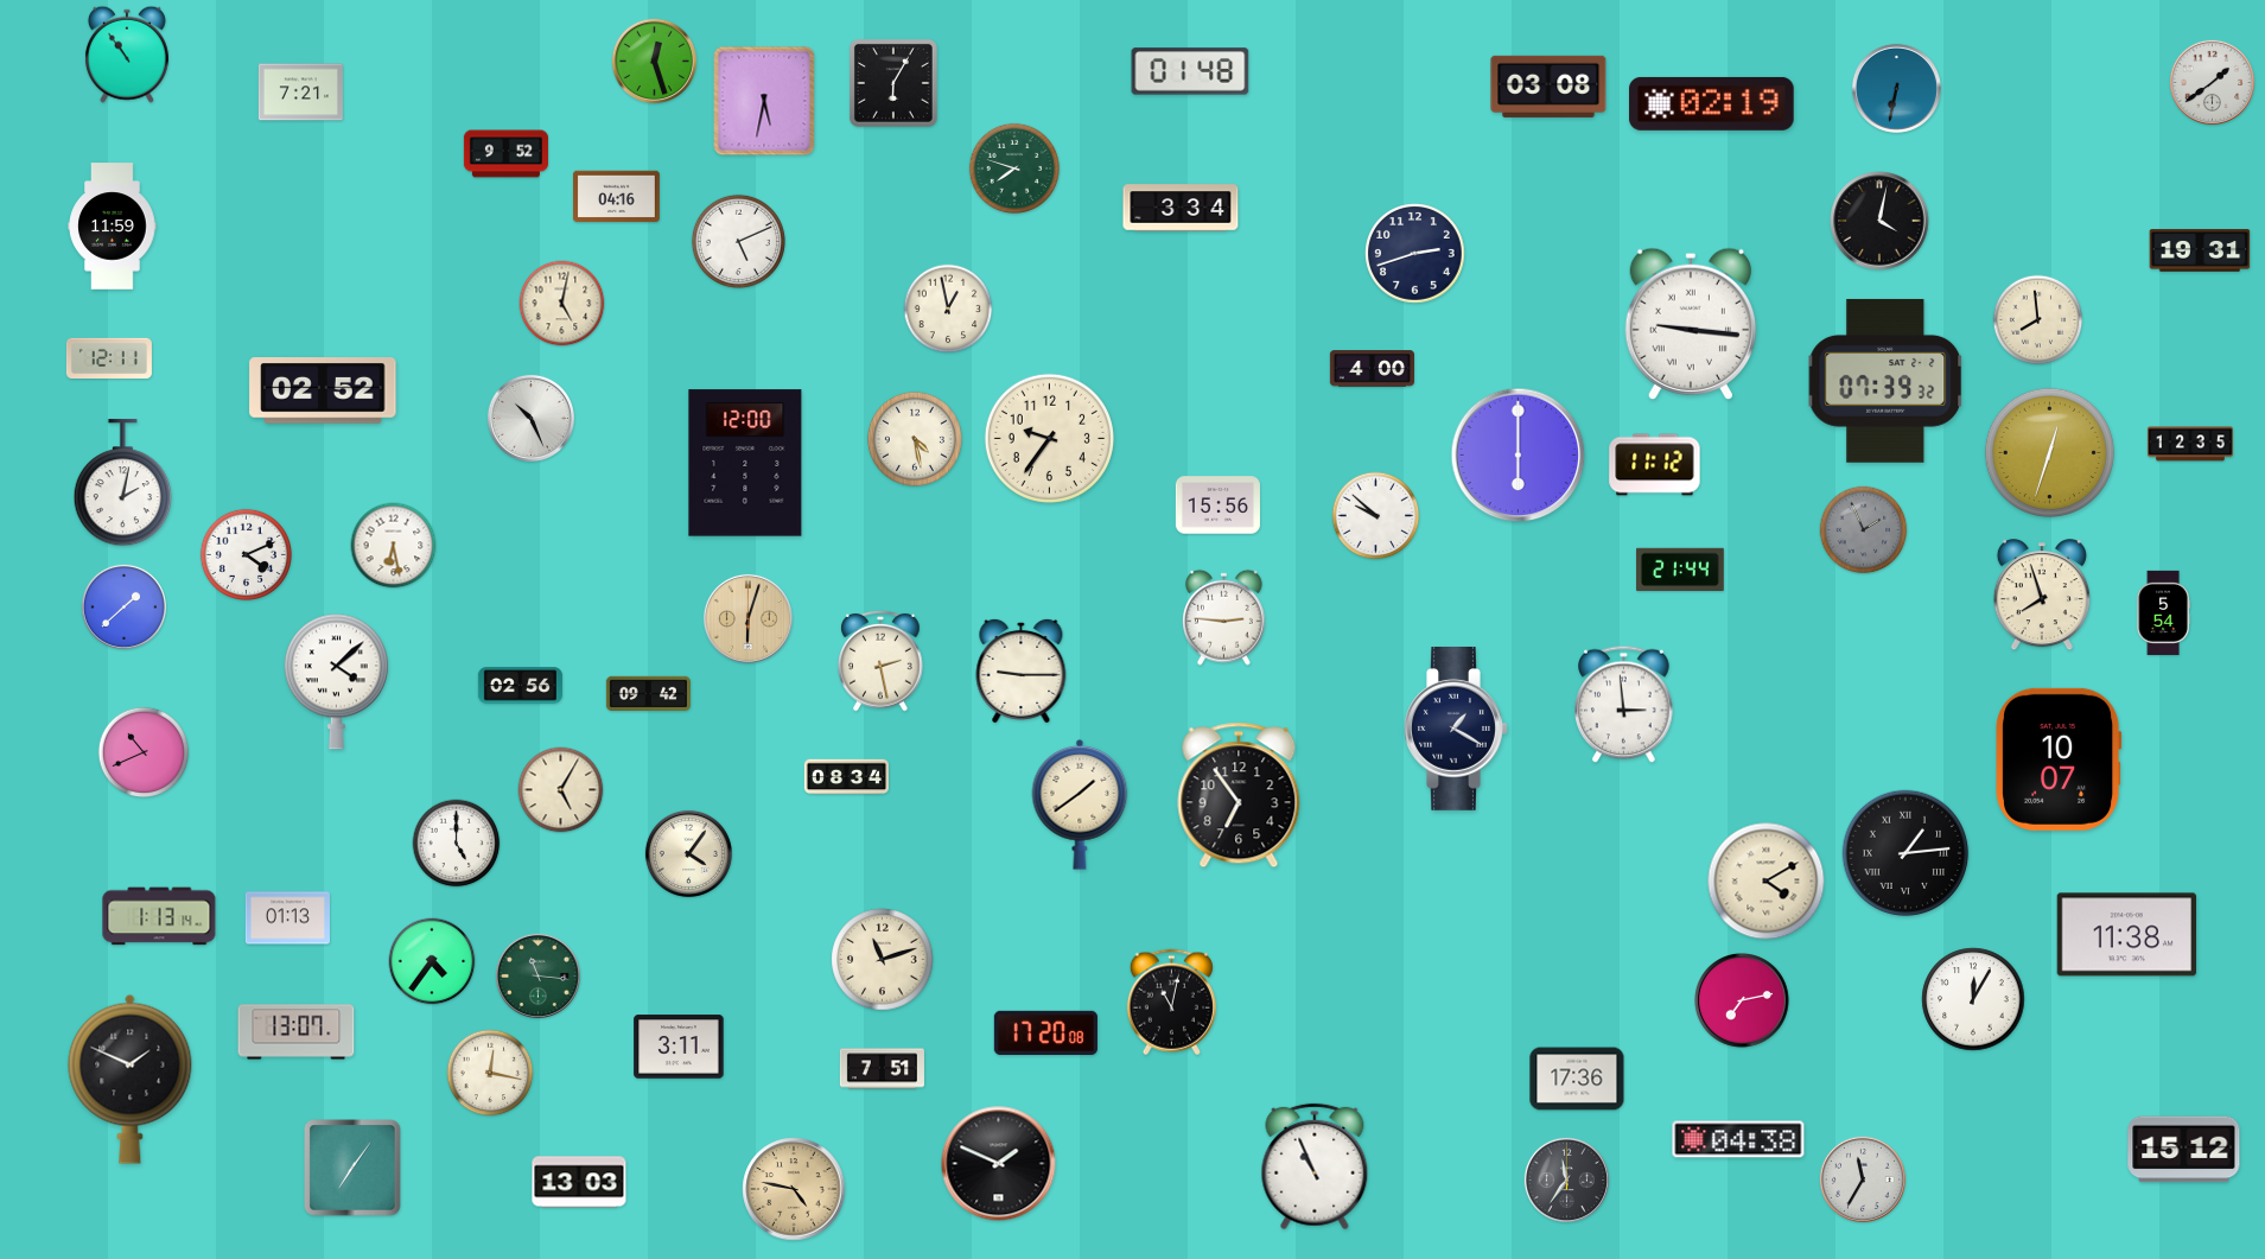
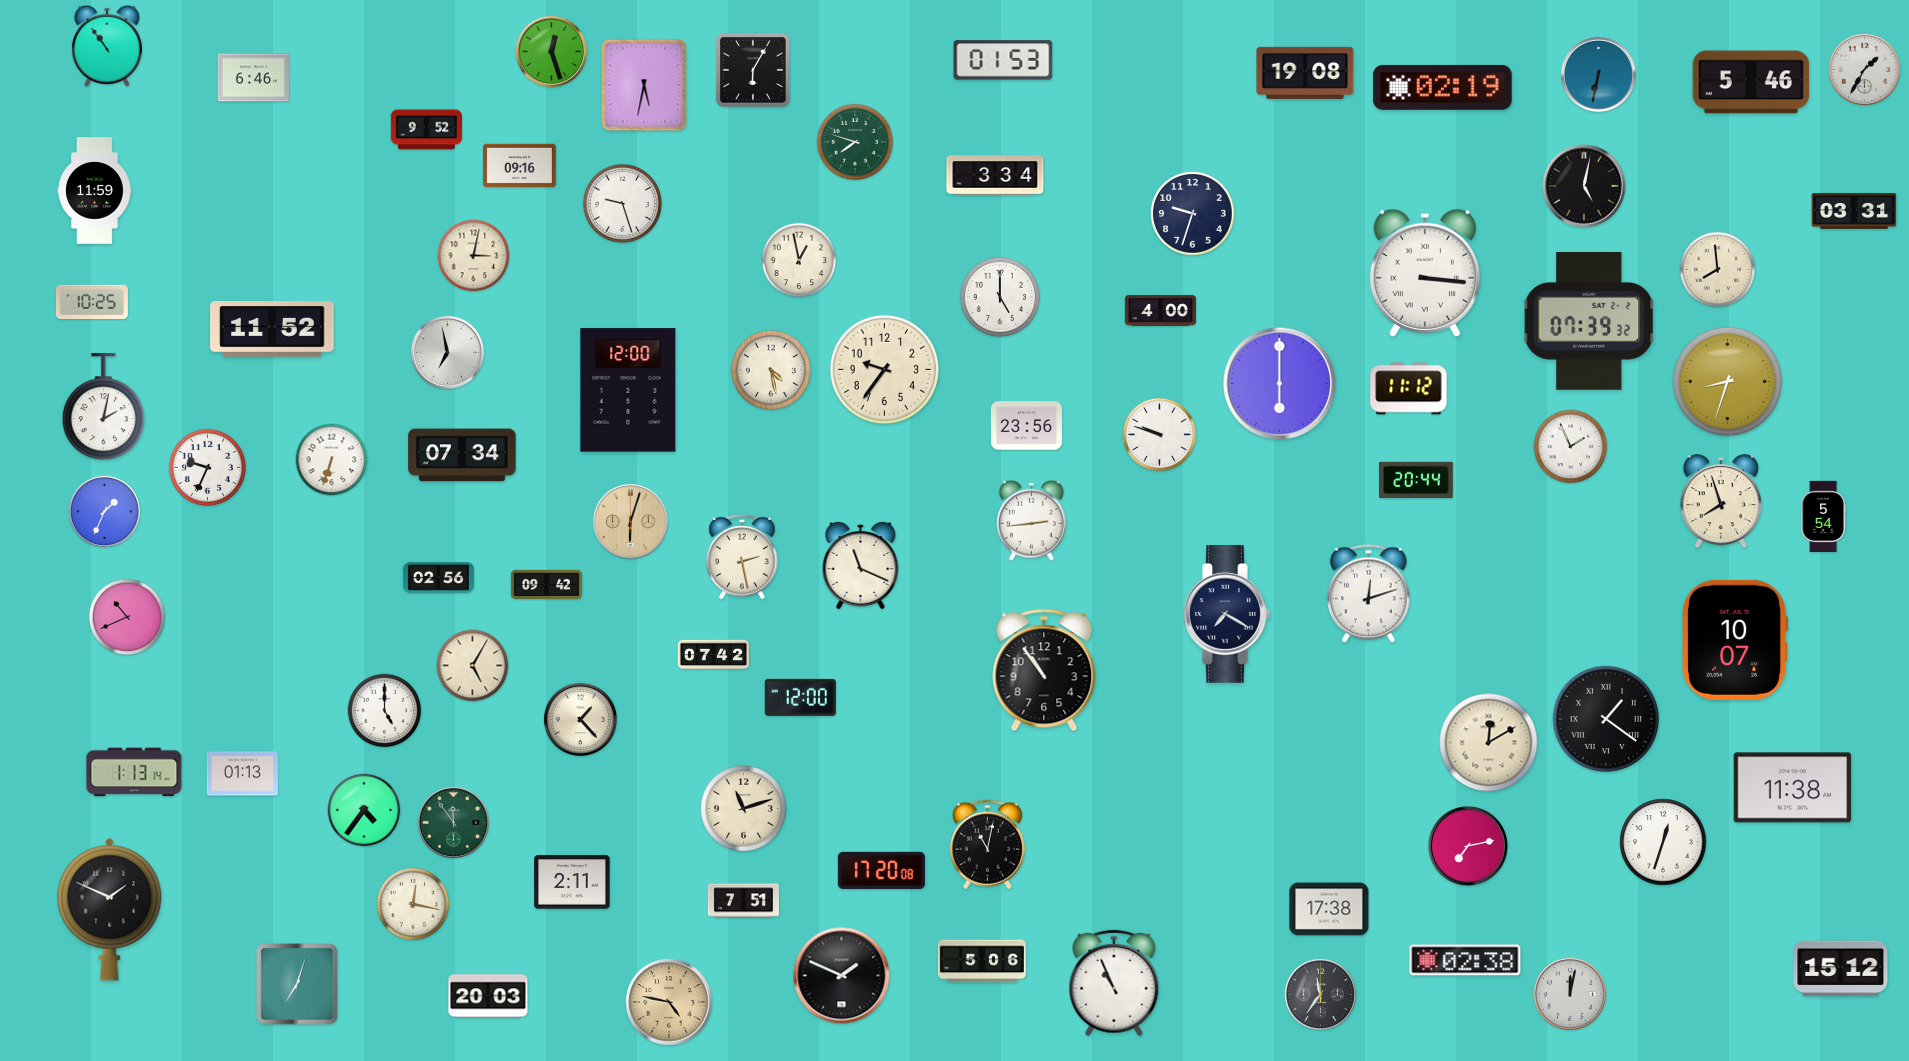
clock at (1190, 71): 01:48 -> 01:53
clock at (2212, 82): 1:39 -> 1:35
clock at (1548, 87): 03:08 -> 19:08
clock at (300, 93): 7:21 -> 6:46
clock at (1751, 82): none -> 5:46
clock at (616, 197): 04:16 -> 09:16
clock at (1879, 221): 4:02 -> 5:02
clock at (738, 241): 5:11 -> 9:27
clock at (2200, 250): 19:31 -> 03:31
clock at (1415, 254): 2:42 -> 9:33
clock at (562, 304): 5:02 -> 3:02
clock at (1691, 324): 9:16 -> 3:16
clock at (1000, 297): none -> 5:00
clock at (109, 357): 12:11 -> 10:25
clock at (1372, 369) position: (1372, 369) -> (1160, 311)
clock at (323, 392): 02:52 -> 11:52
clock at (530, 418): 10:26 -> 6:58
clock at (2190, 444): 12:35 -> none
clock at (2049, 452): 12:33 -> 8:33
clock at (1655, 465) position: (1655, 465) -> (1409, 389)
clock at (1217, 505): 15:56 -> 23:56
clock at (1376, 516): 9:52 -> 9:48
clock at (1864, 530) dial: grey -> white
clock at (462, 455): none -> 07:34
clock at (394, 546): 6:28 -> 6:33
clock at (246, 554): 4:11 -> 9:34
clock at (1681, 570): 21:44 -> 20:44
clock at (123, 606): 1:38 -> 1:34
clock at (1224, 617): 2:46 -> 2:44
clock at (1022, 670): 9:15 -> 11:19
clock at (336, 682): 4:08 -> none
clock at (1624, 705): 2:59 -> 12:12
clock at (1456, 730): 1:20 -> 7:20
clock at (144, 752) position: (144, 752) -> (127, 617)
clock at (846, 777): 08:34 -> 07:42
clock at (1239, 795): 6:54 -> 10:54
clock at (1080, 805): 1:39 -> none
clock at (800, 697): none -> 12:00
clock at (688, 853): 4:06 -> 1:23
clock at (1905, 853): 1:14 -> 1:21
clock at (1767, 882): 4:10 -> 12:10
clock at (537, 975): 11:16 -> 11:54
clock at (1973, 999): 12:05 -> 12:33
clock at (1743, 1002) position: (1743, 1002) -> (1469, 847)
clock at (297, 1032): 13:07 -> none
clock at (679, 1047): 3:11 -> 2:11
clock at (1577, 1079): 17:36 -> 17:38
clock at (1738, 1139): 04:38 -> 02:38
clock at (982, 961): none -> 5:06
clock at (999, 1164) position: (999, 1164) -> (842, 976)
clock at (1315, 1166) position: (1315, 1166) -> (1114, 983)
clock at (352, 1168): 7:06 -> 7:03
clock at (1863, 1179): 11:35 -> 12:02
clock at (579, 1182): 13:03 -> 20:03
